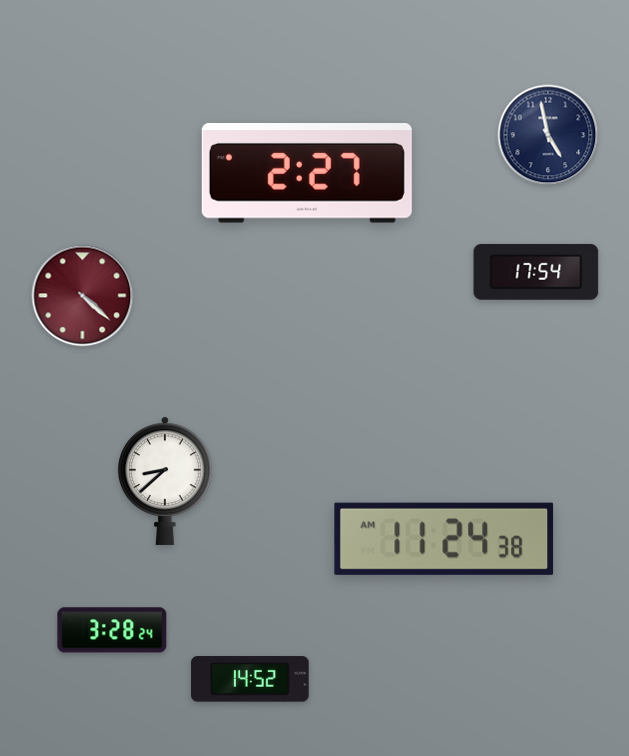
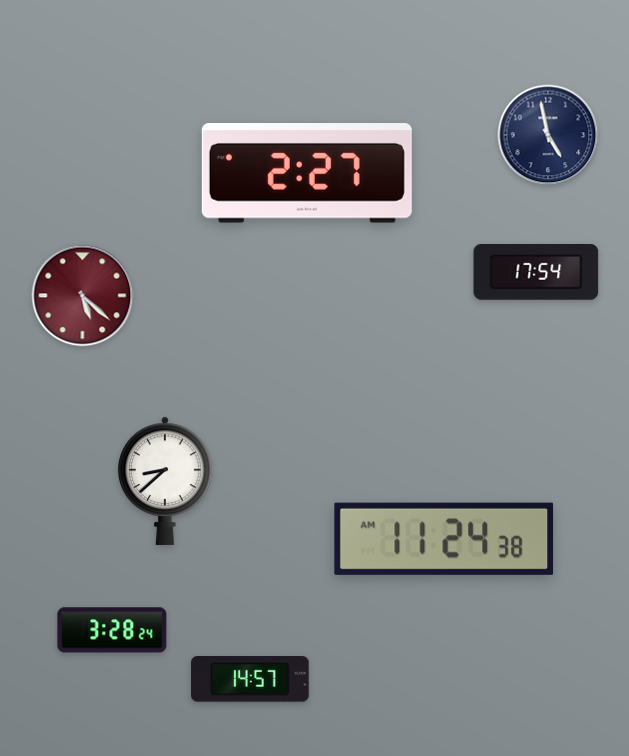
clock at (83, 296): 4:22 -> 5:22
clock at (250, 679): 14:52 -> 14:57
